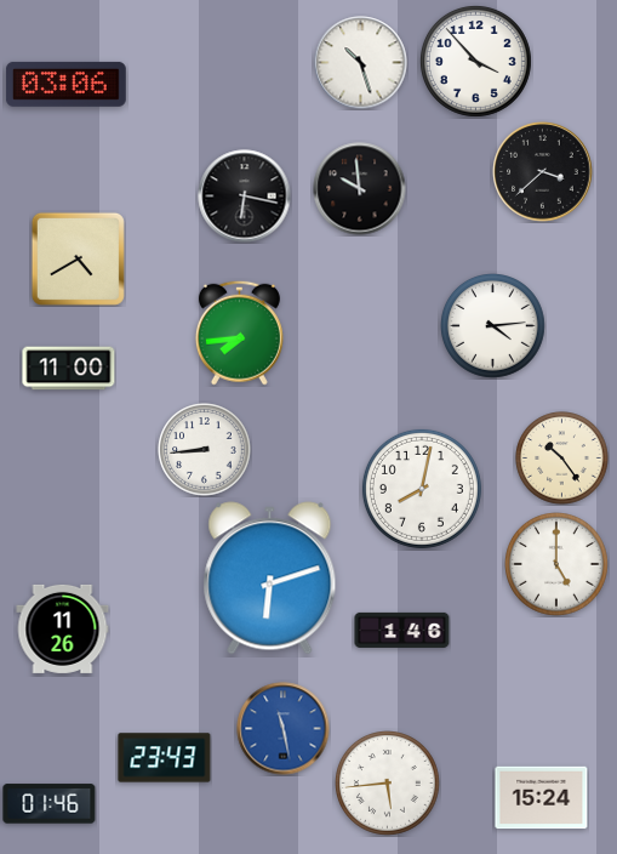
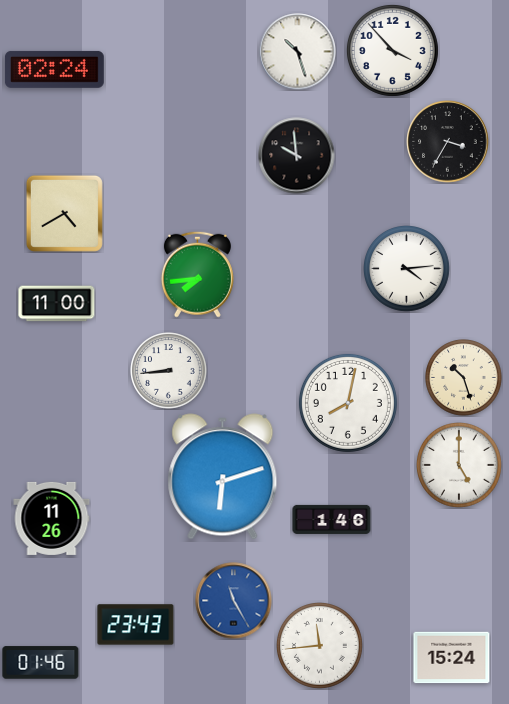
clock at (65, 84): 03:06 -> 02:24
clock at (543, 172): 3:38 -> 3:35
clock at (245, 197): 6:17 -> none
clock at (562, 459): 10:24 -> 10:27
clock at (284, 729): 11:28 -> 11:25
clock at (388, 784): 5:44 -> 11:44
clock at (542, 798) position: (542, 798) -> (452, 658)
